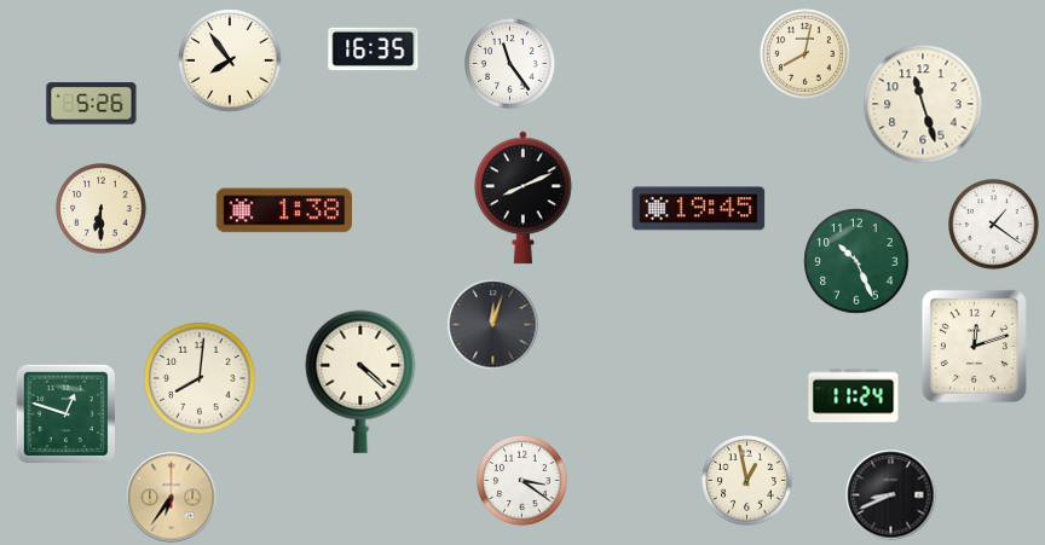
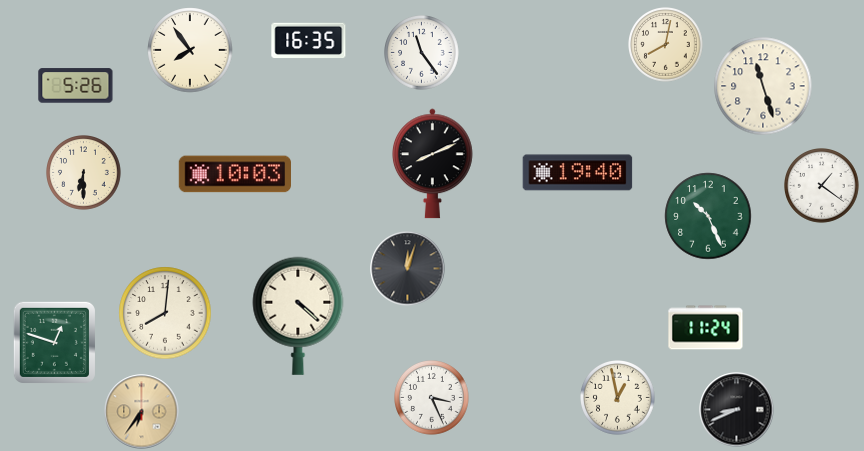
clock at (699, 209): 19:45 -> 19:40
clock at (283, 210): 1:38 -> 10:03
clock at (974, 346): 12:12 -> none
clock at (522, 481): 3:21 -> 3:26
